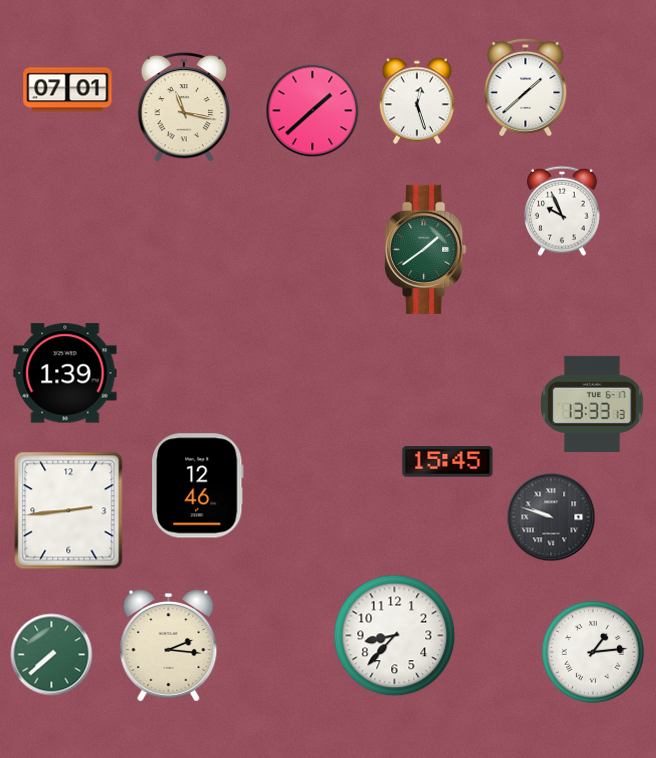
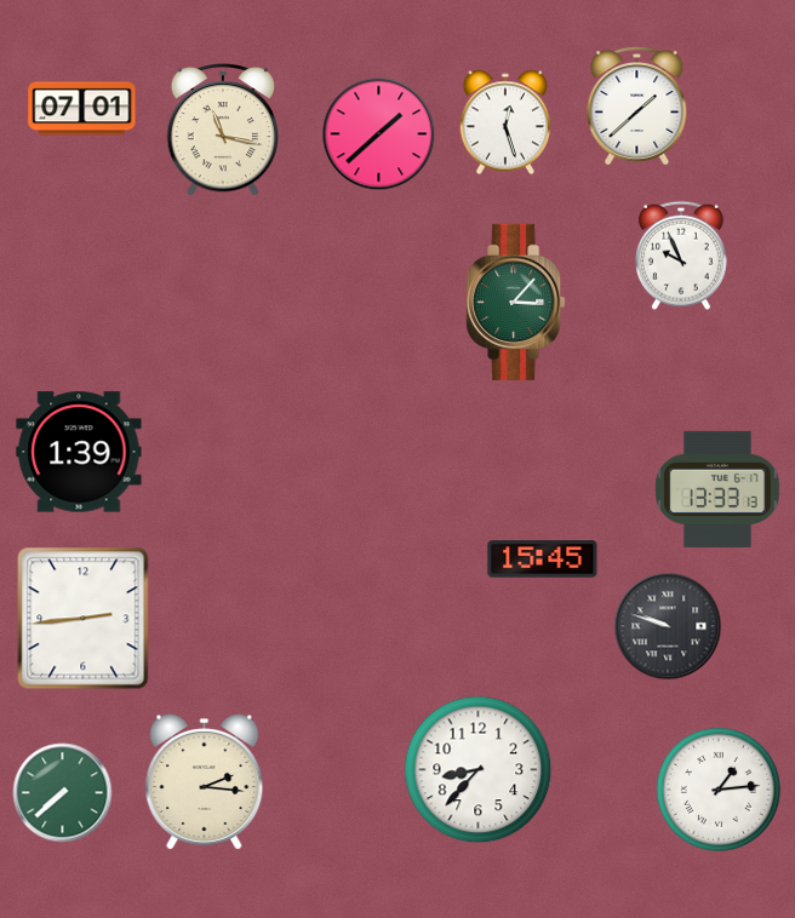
clock at (426, 249): 1:39 -> 3:07
clock at (198, 486): 12:46 -> none
